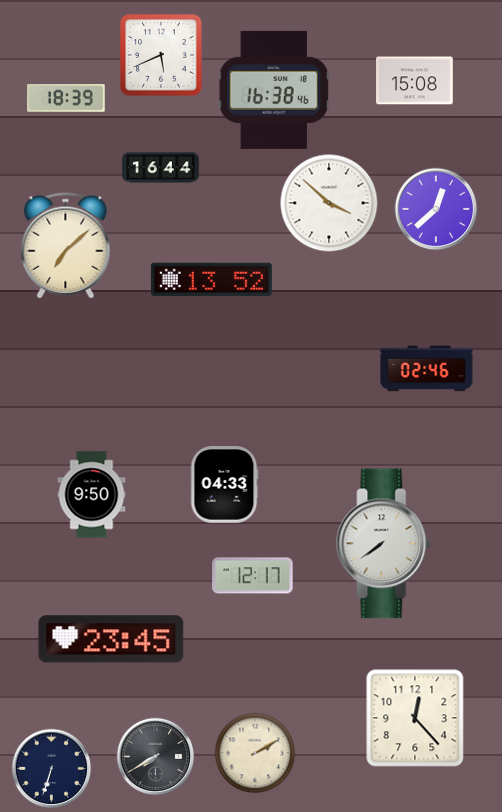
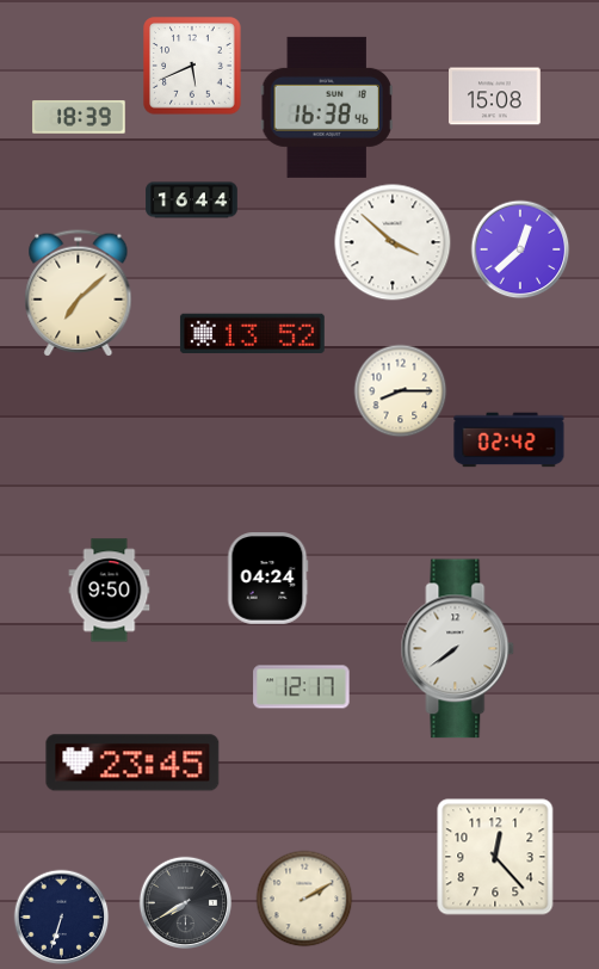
clock at (400, 390): none -> 8:15
clock at (427, 369): 02:46 -> 02:42
clock at (224, 485): 04:33 -> 04:24
